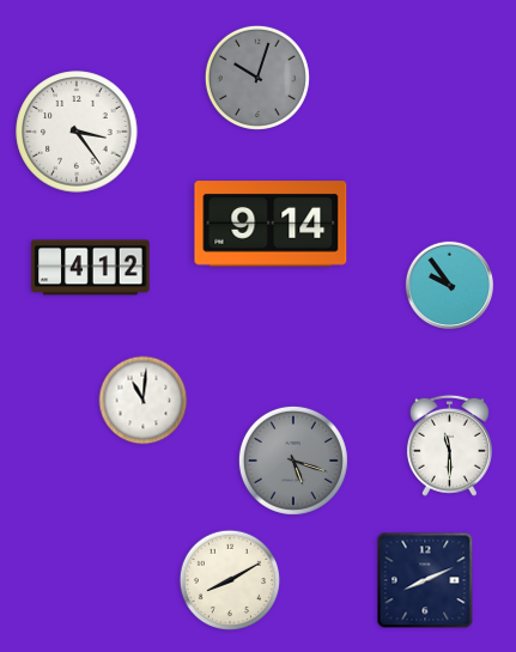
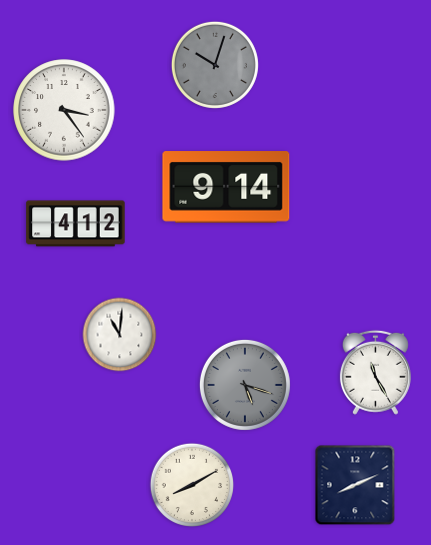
clock at (449, 285): 9:54 -> none
clock at (449, 445): 11:30 -> 11:25
